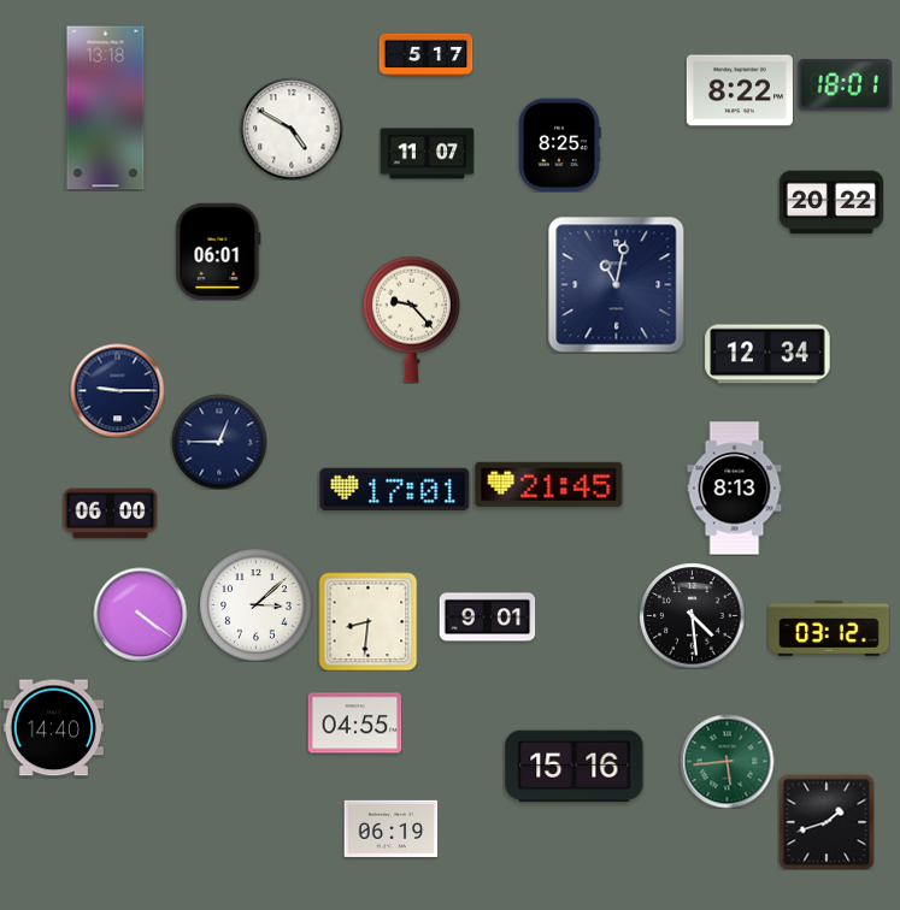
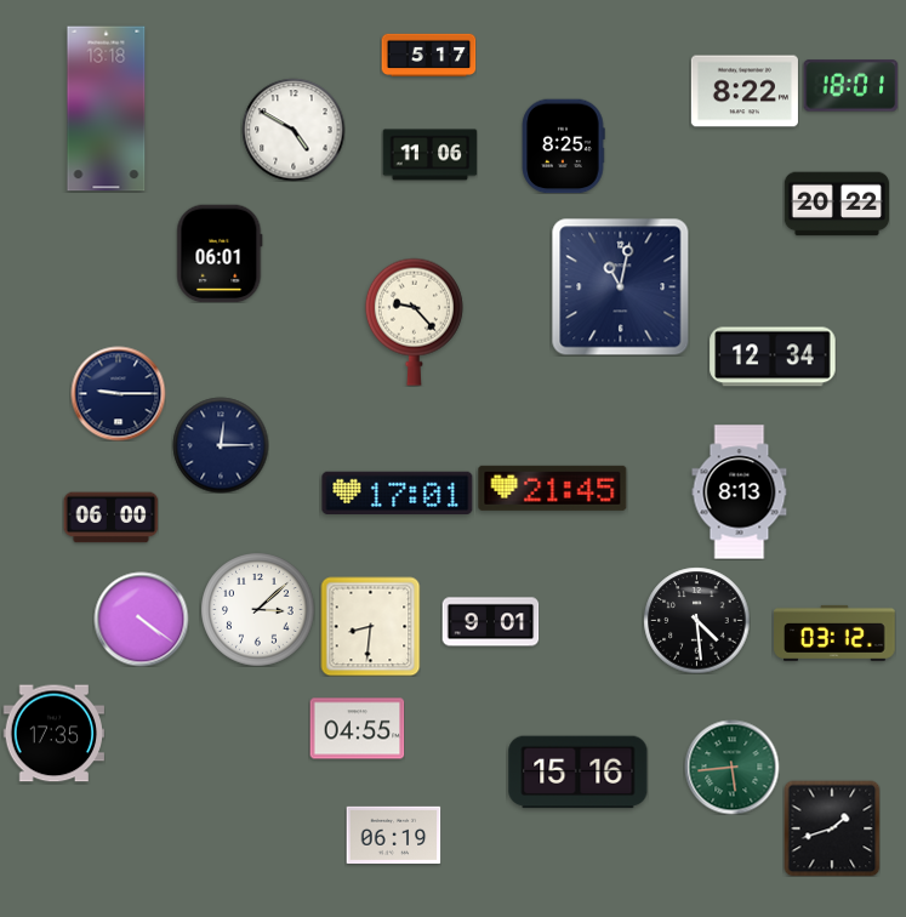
clock at (427, 154): 11:07 -> 11:06
clock at (219, 442): 12:45 -> 12:15
clock at (53, 728): 14:40 -> 17:35
